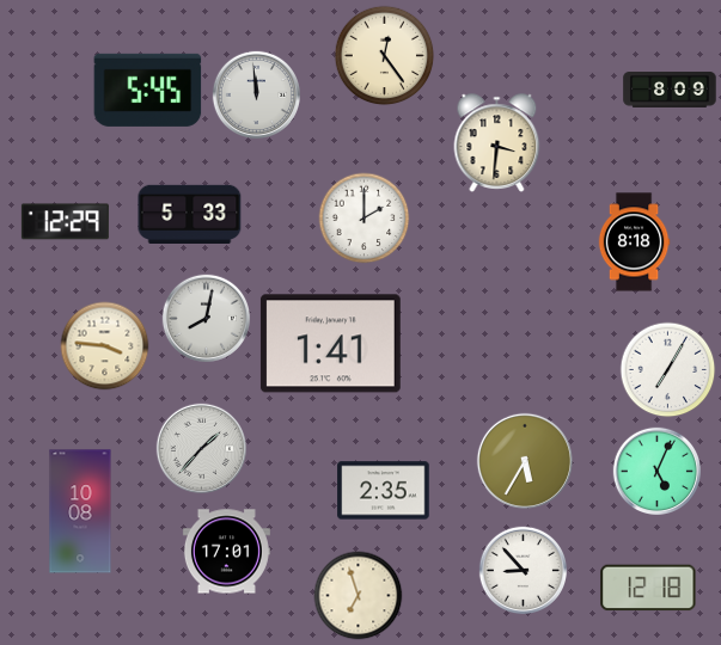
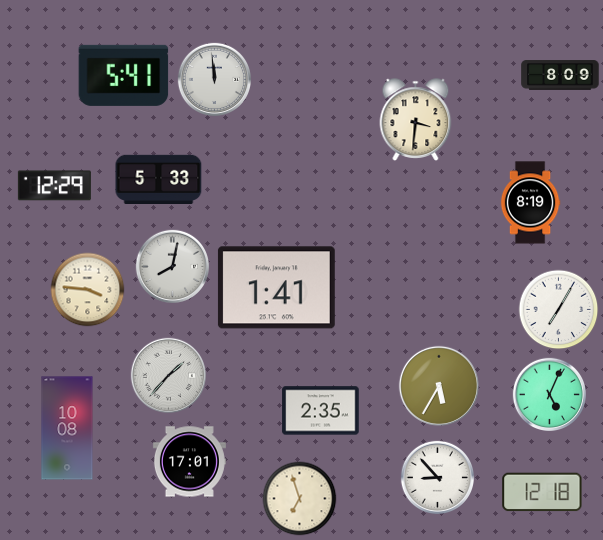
clock at (385, 56): 12:24 -> none
clock at (148, 90): 5:45 -> 5:41
clock at (365, 219): 2:00 -> none
clock at (634, 242): 8:18 -> 8:19
